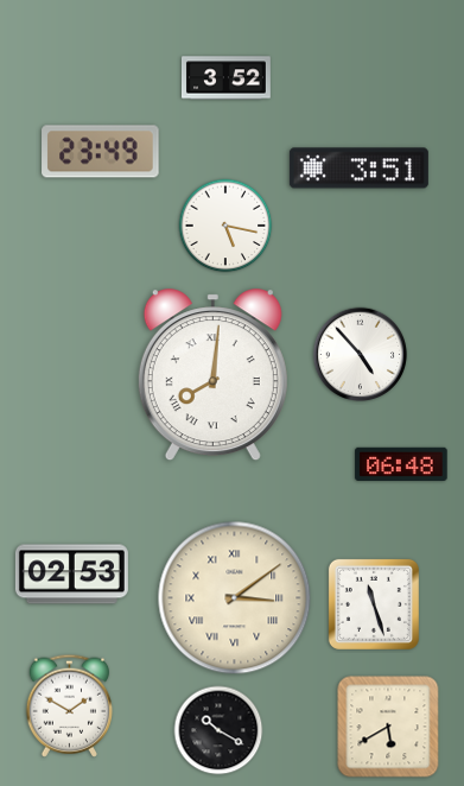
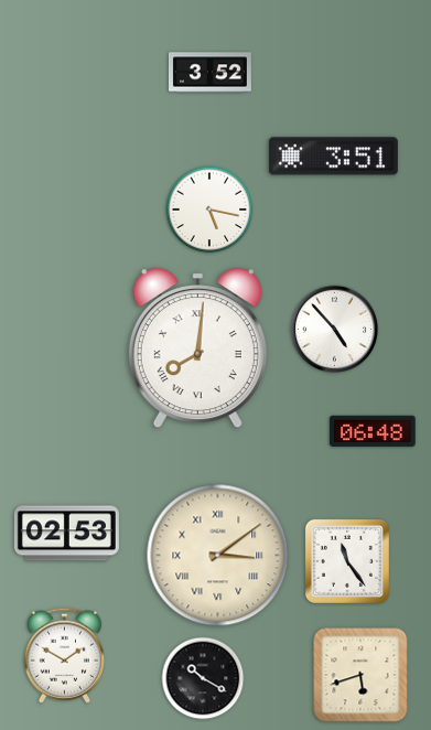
clock at (101, 152): 23:49 -> none
clock at (374, 604): 11:27 -> 11:24
clock at (388, 727): 5:40 -> 5:42
